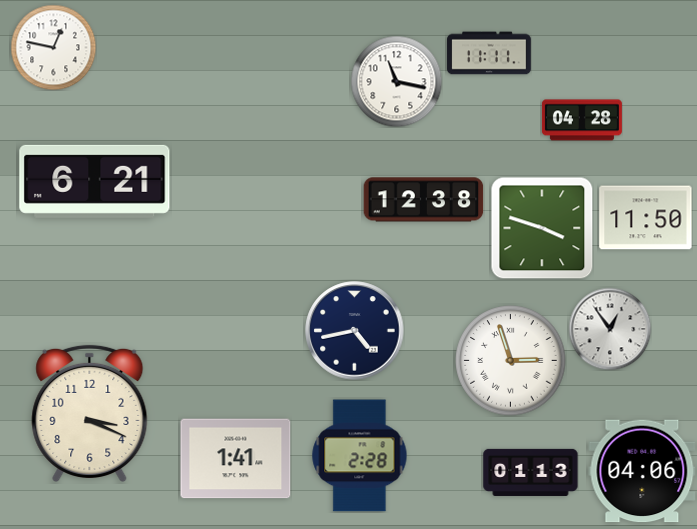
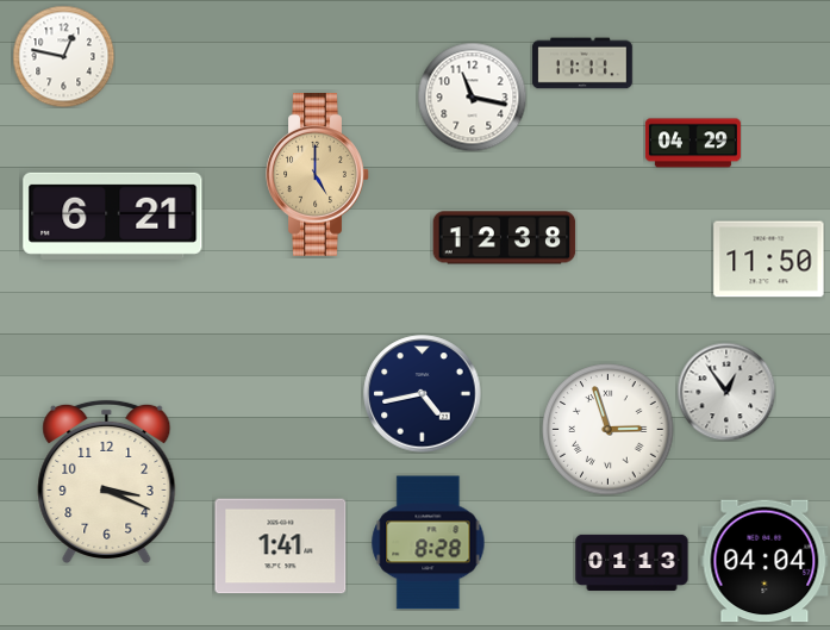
clock at (582, 120): 04:28 -> 04:29
clock at (318, 175): none -> 5:00
clock at (542, 228): 3:48 -> none
clock at (90, 413) position: (90, 413) -> (107, 481)
clock at (360, 456): 2:28 -> 8:28
clock at (642, 471): 04:06 -> 04:04
